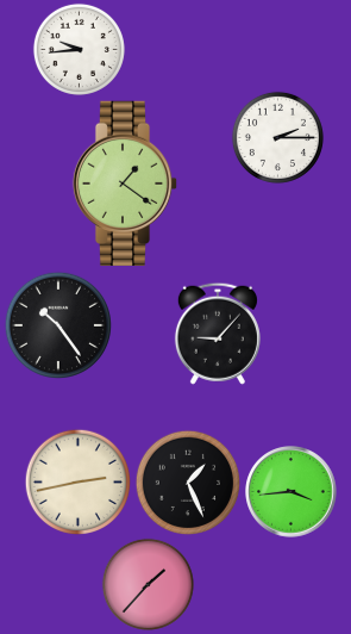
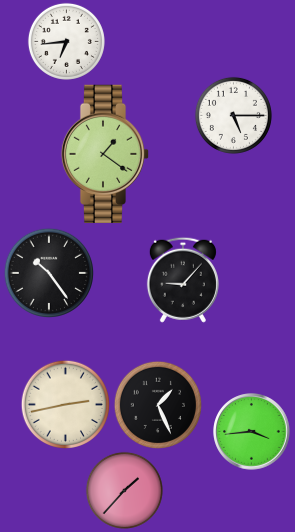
clock at (79, 49): 9:44 -> 6:44
clock at (277, 137): 2:15 -> 5:15
clock at (292, 492) position: (292, 492) -> (252, 432)
